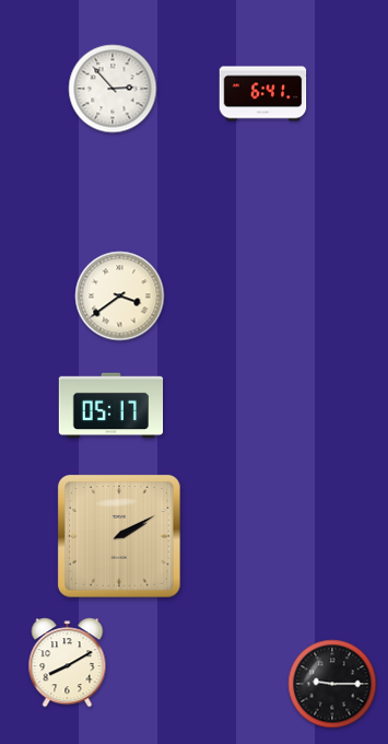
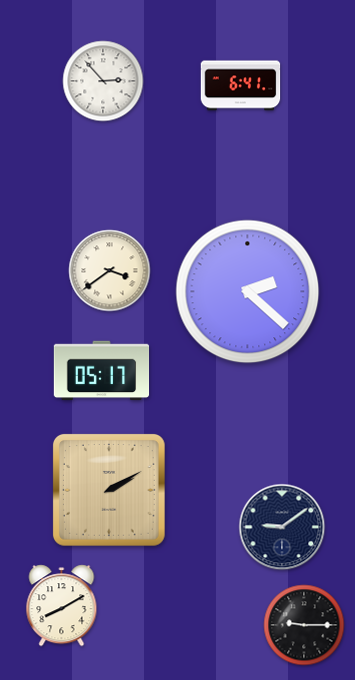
clock at (248, 292): none -> 2:22
clock at (282, 527): none -> 9:09
